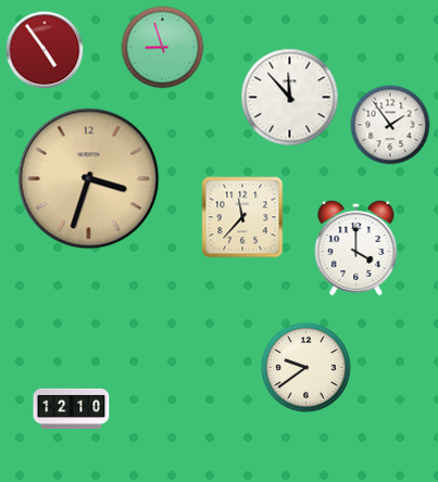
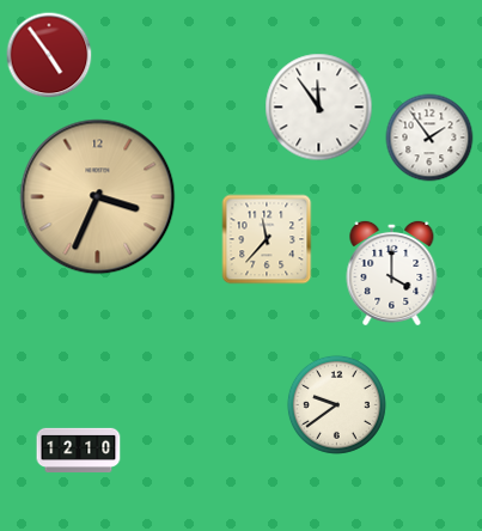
clock at (163, 48): 8:57 -> none
clock at (290, 98): 11:53 -> 11:54
clock at (89, 179): 3:33 -> 3:34
